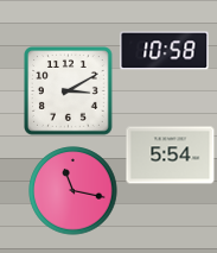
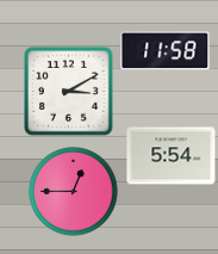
clock at (165, 51): 10:58 -> 11:58
clock at (74, 191): 11:17 -> 12:45
